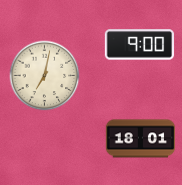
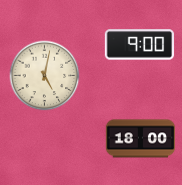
clock at (45, 76): 7:02 -> 5:02
clock at (140, 139): 18:01 -> 18:00
